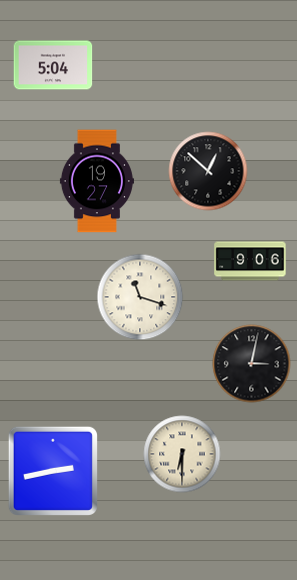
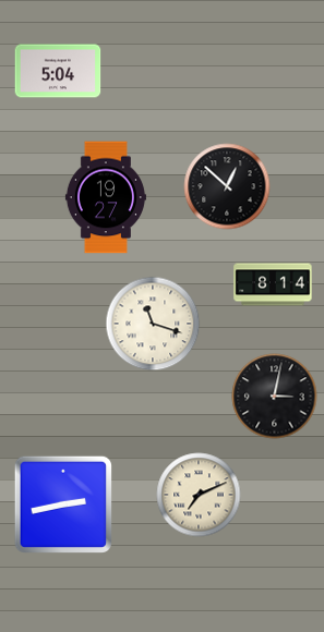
clock at (250, 261): 9:06 -> 8:14
clock at (182, 454): 6:30 -> 7:11
clock at (53, 471) position: (53, 471) -> (63, 505)
